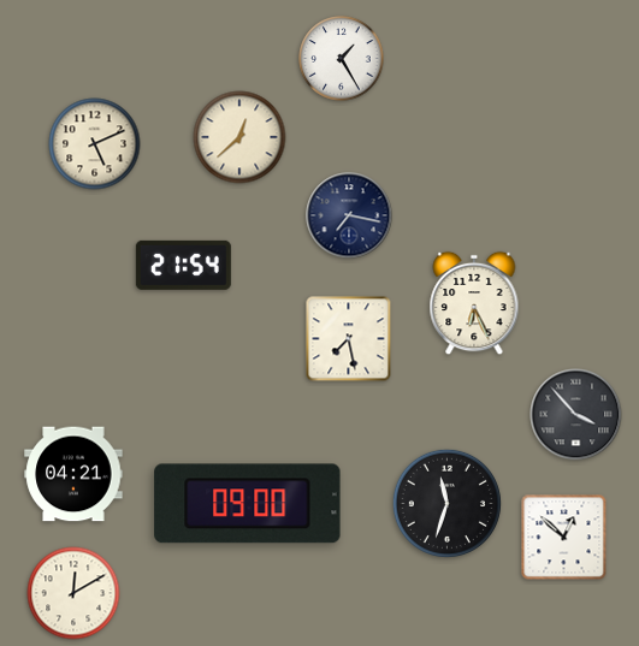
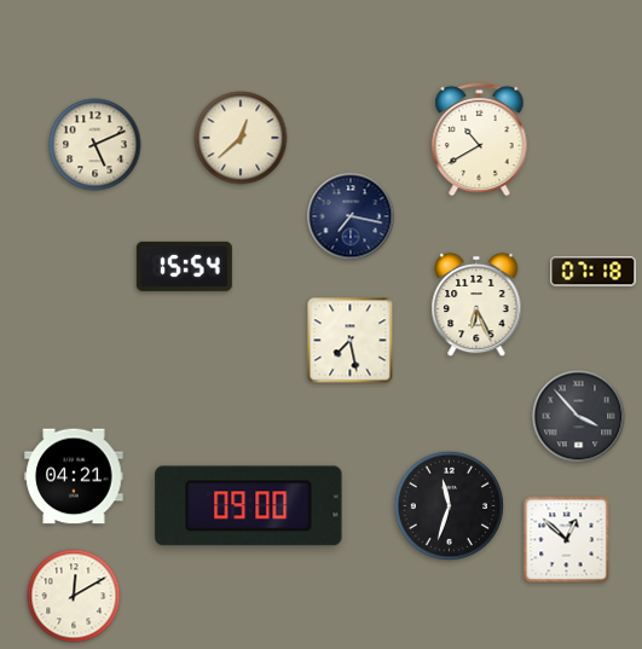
clock at (342, 59): 1:25 -> none
clock at (480, 139): none -> 10:40
clock at (183, 265): 21:54 -> 15:54
clock at (594, 272): none -> 07:18
